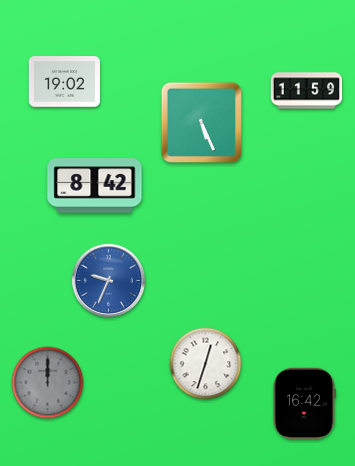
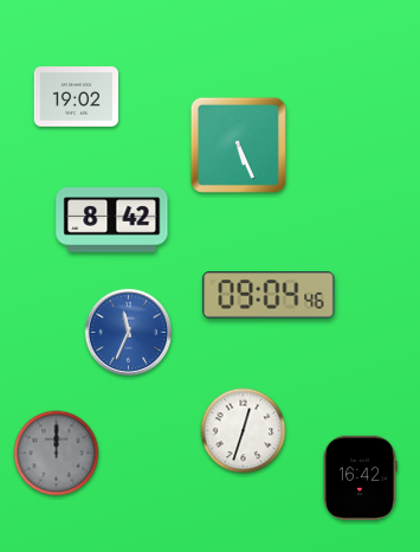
clock at (307, 91): 11:59 -> none
clock at (269, 295): none -> 09:04
clock at (108, 280): 9:34 -> 11:34
